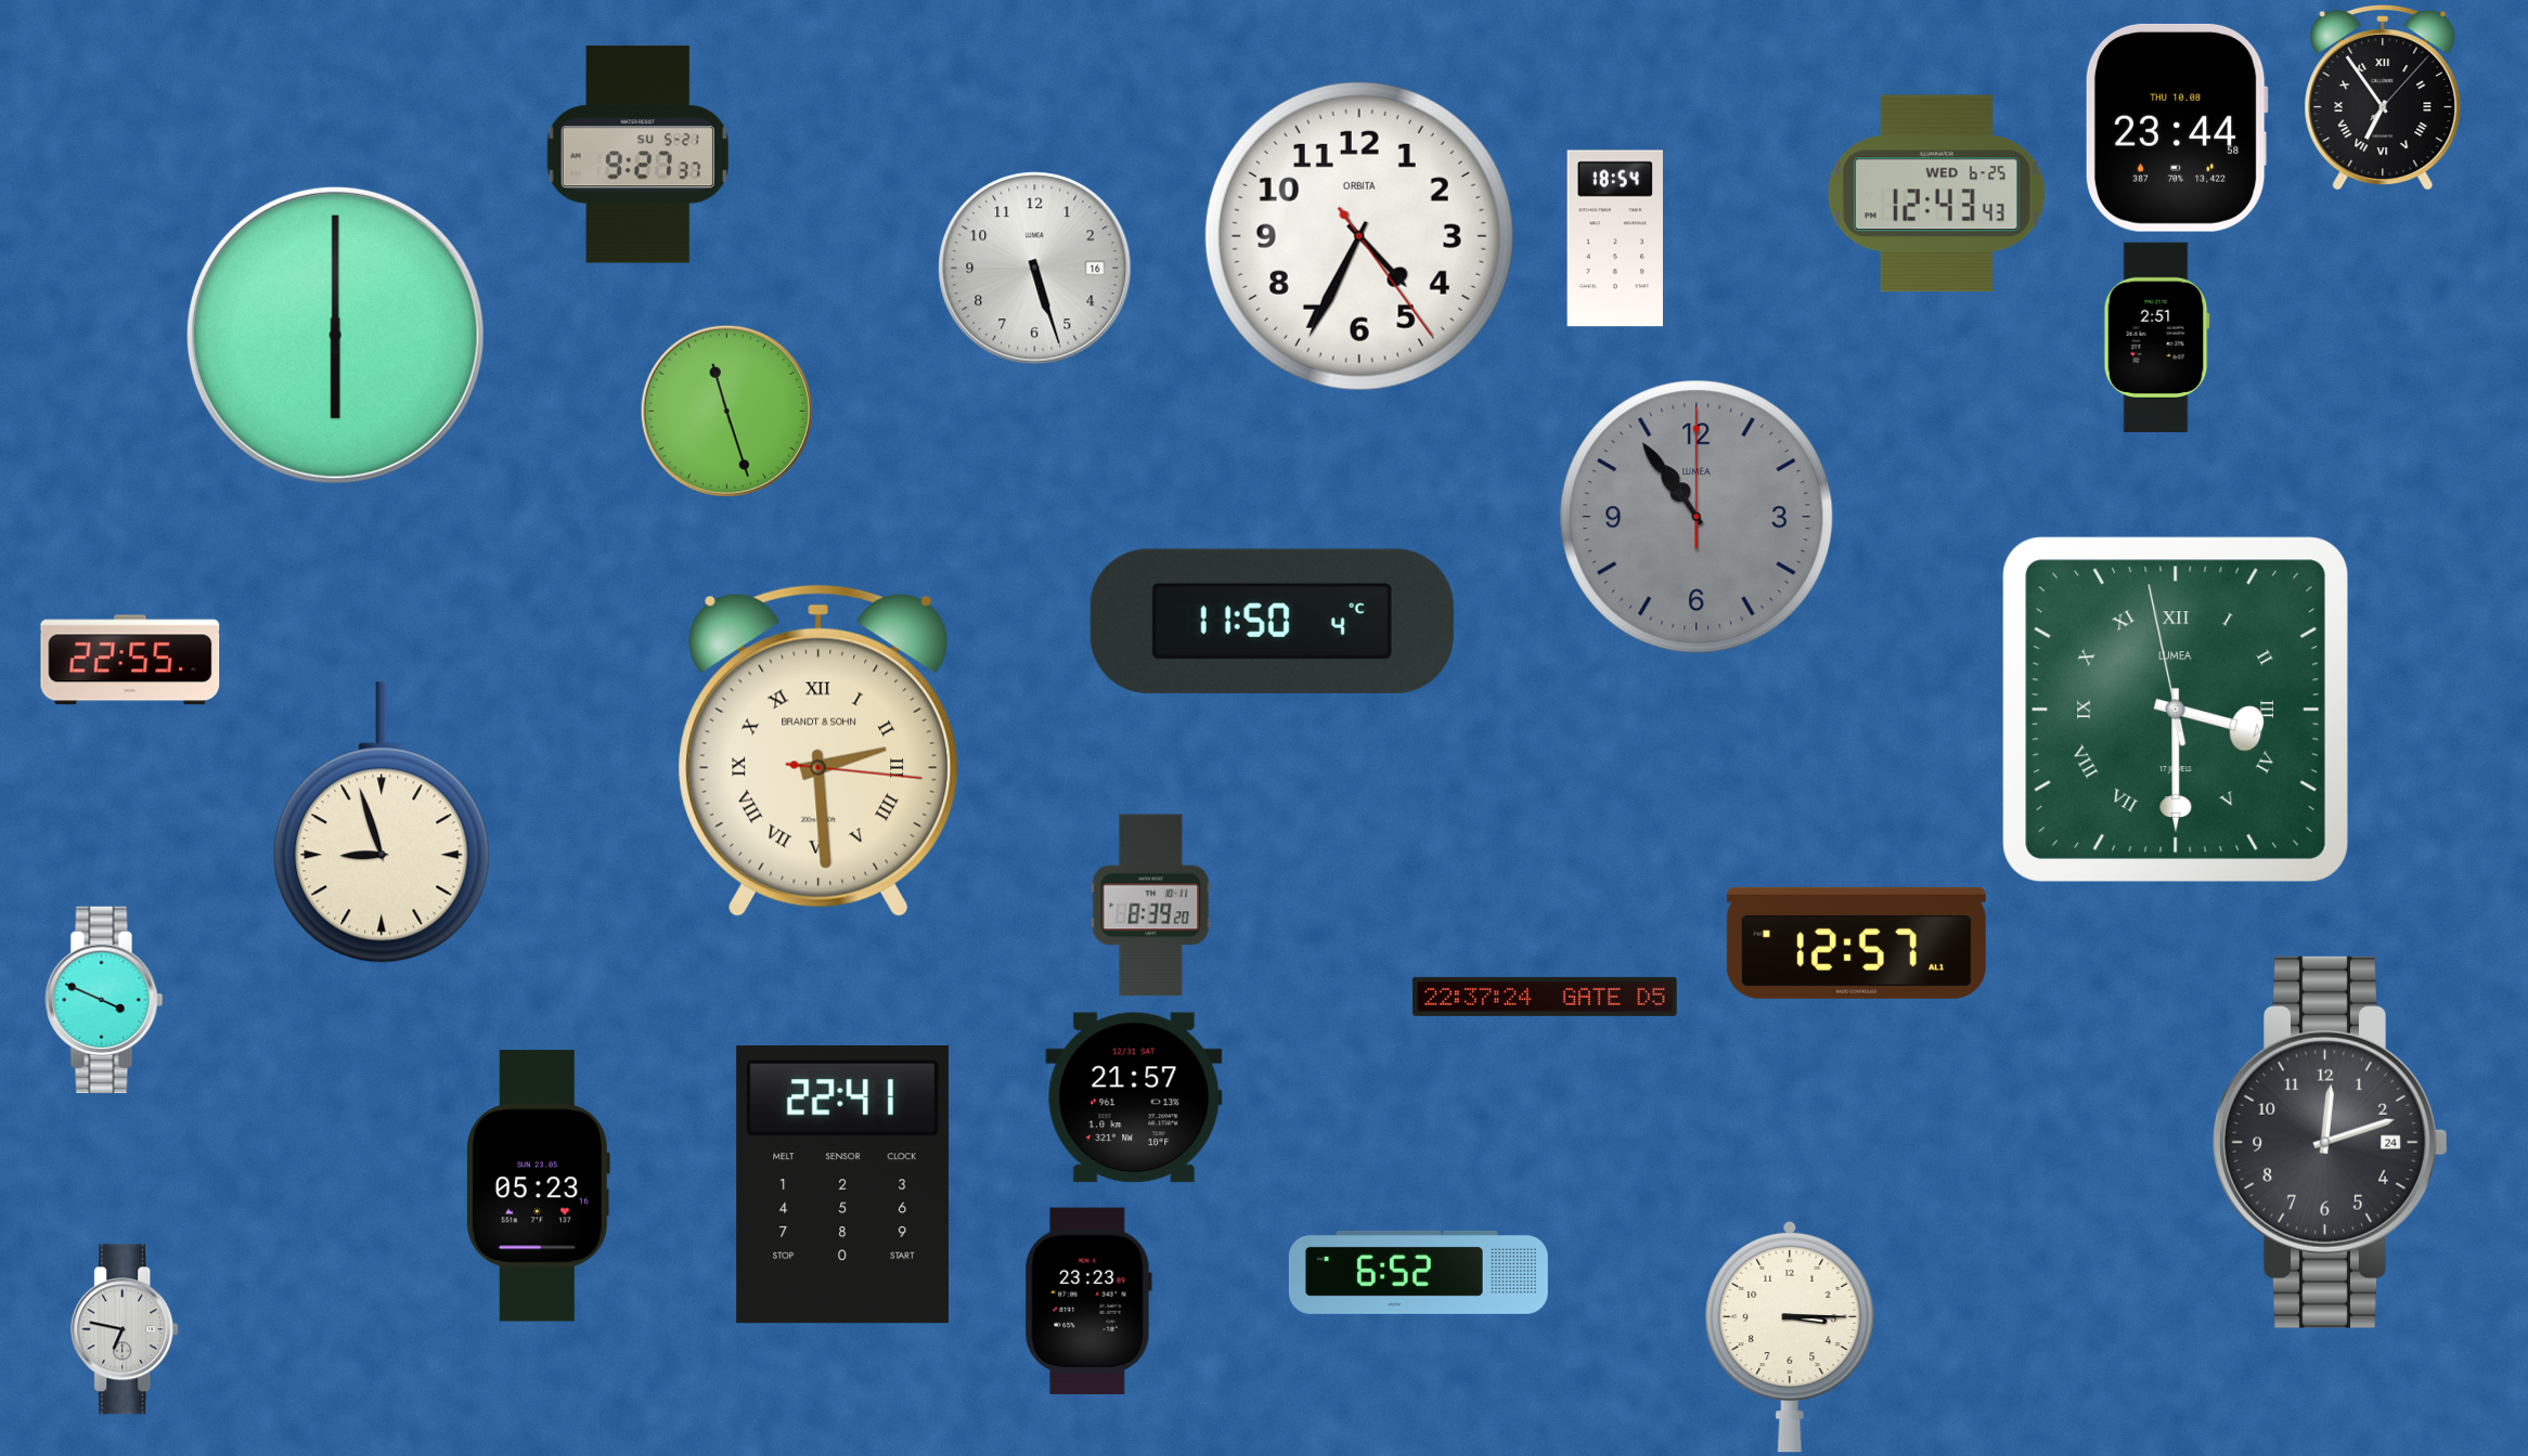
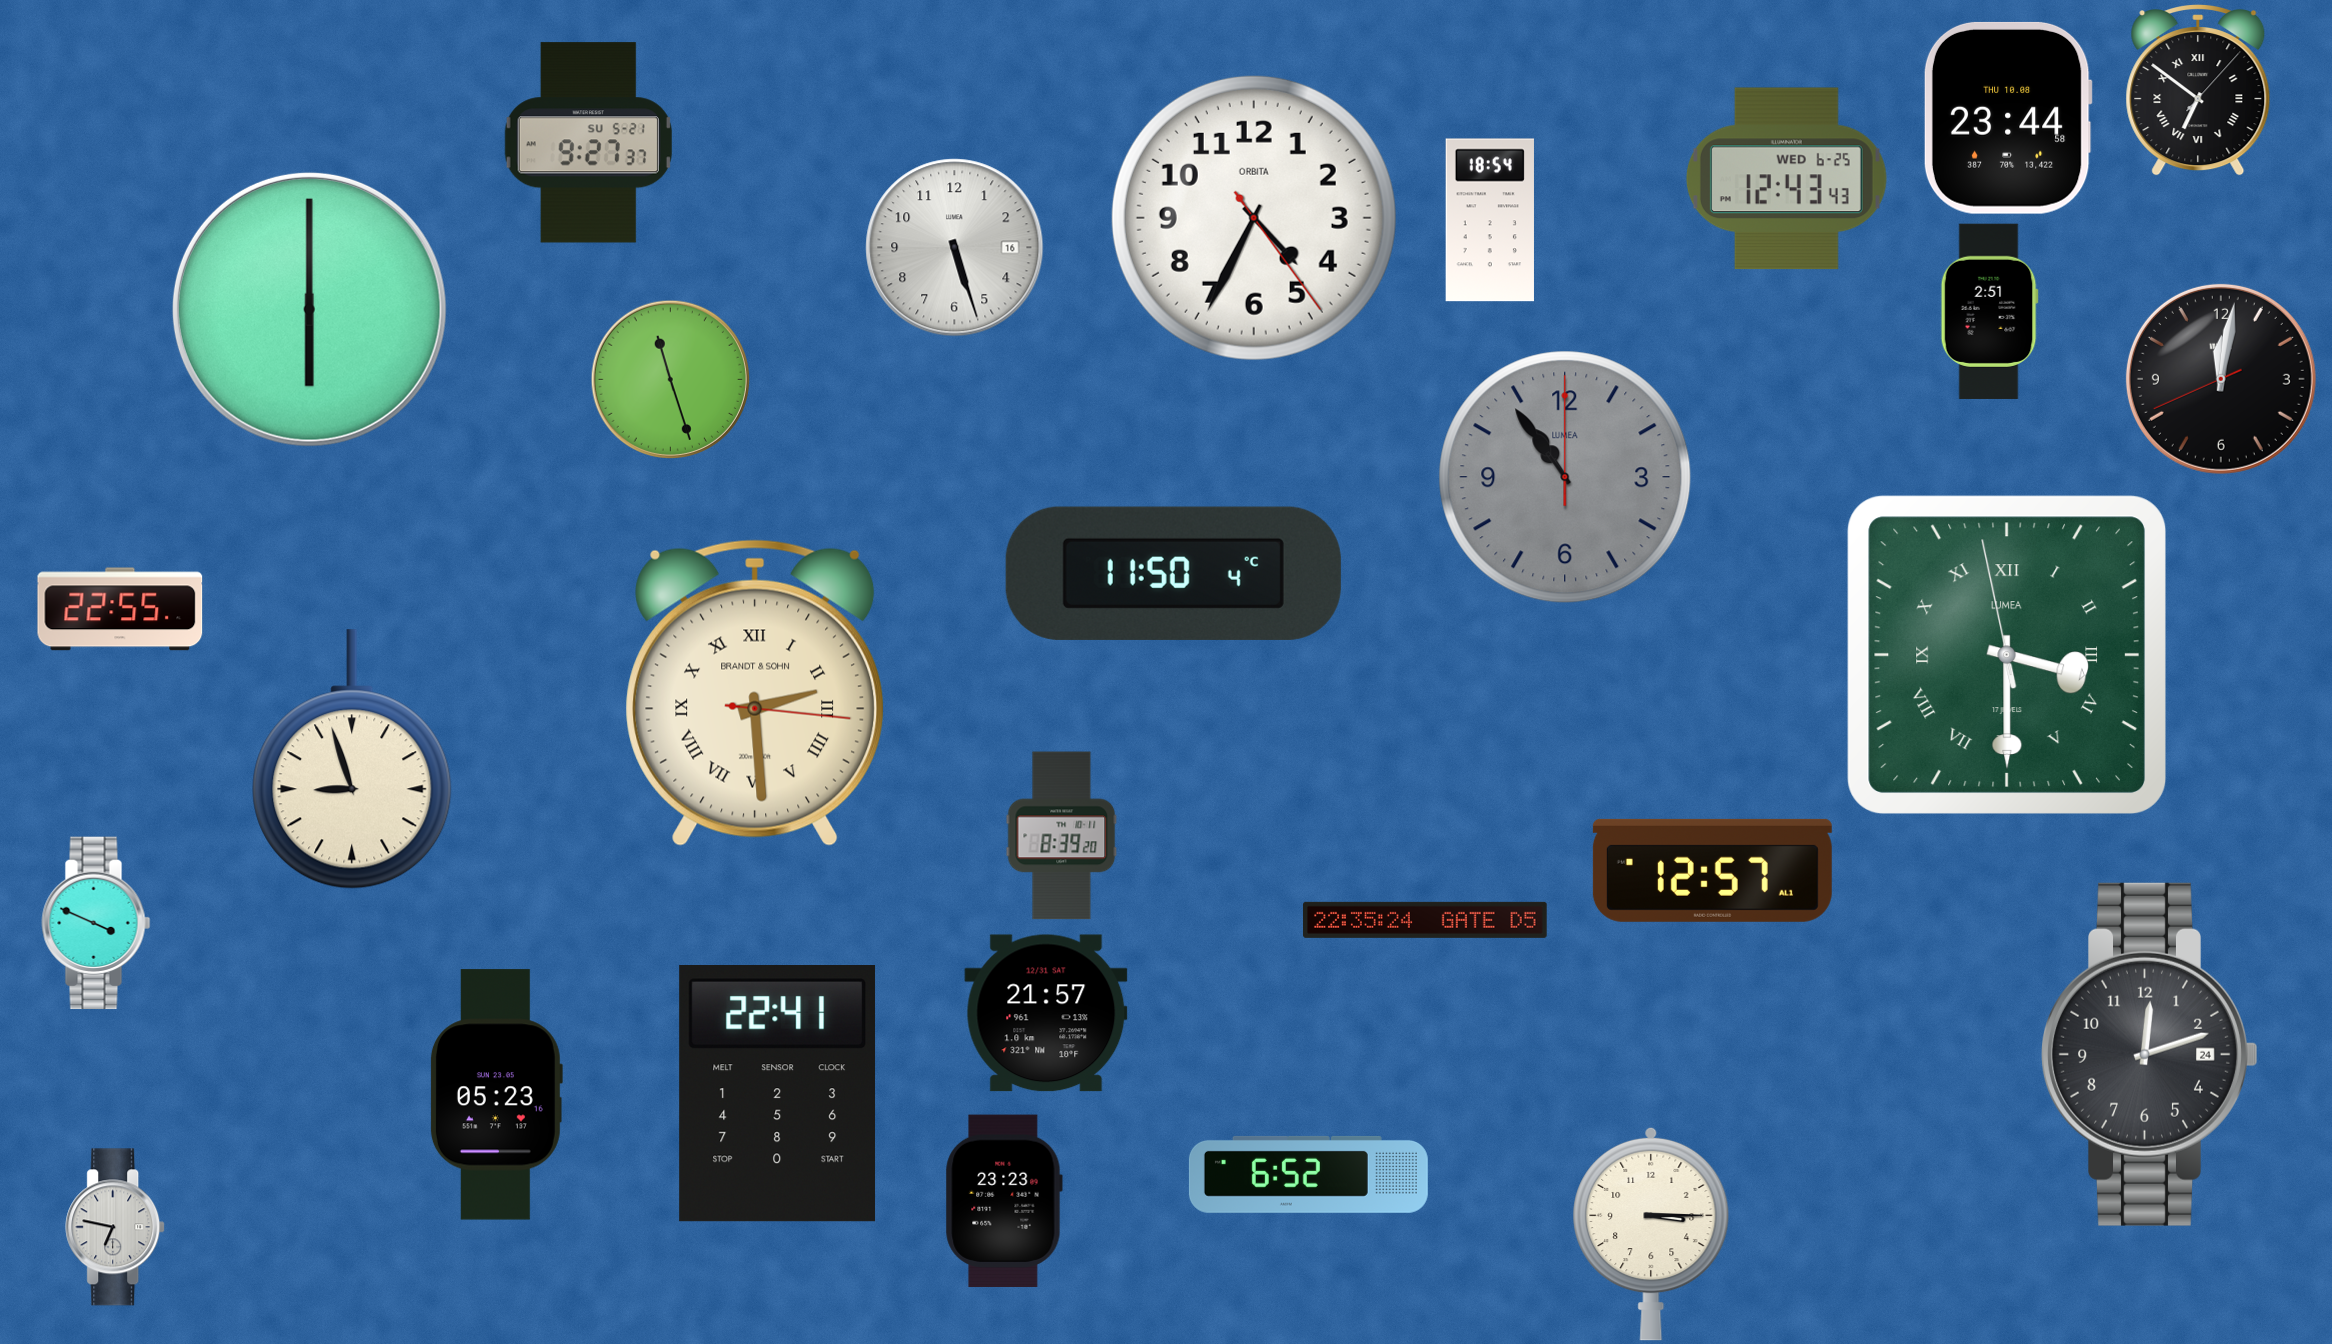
clock at (2383, 99): 6:54 -> 6:51
clock at (2221, 379): none -> 12:01
clock at (1546, 997): 22:37 -> 22:35
